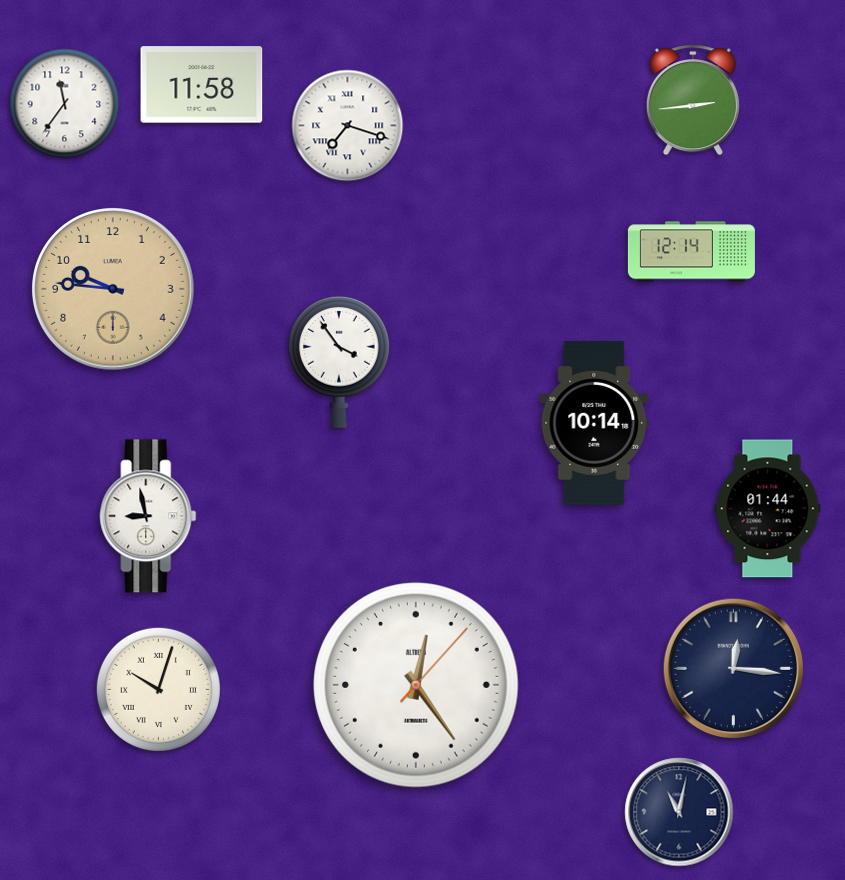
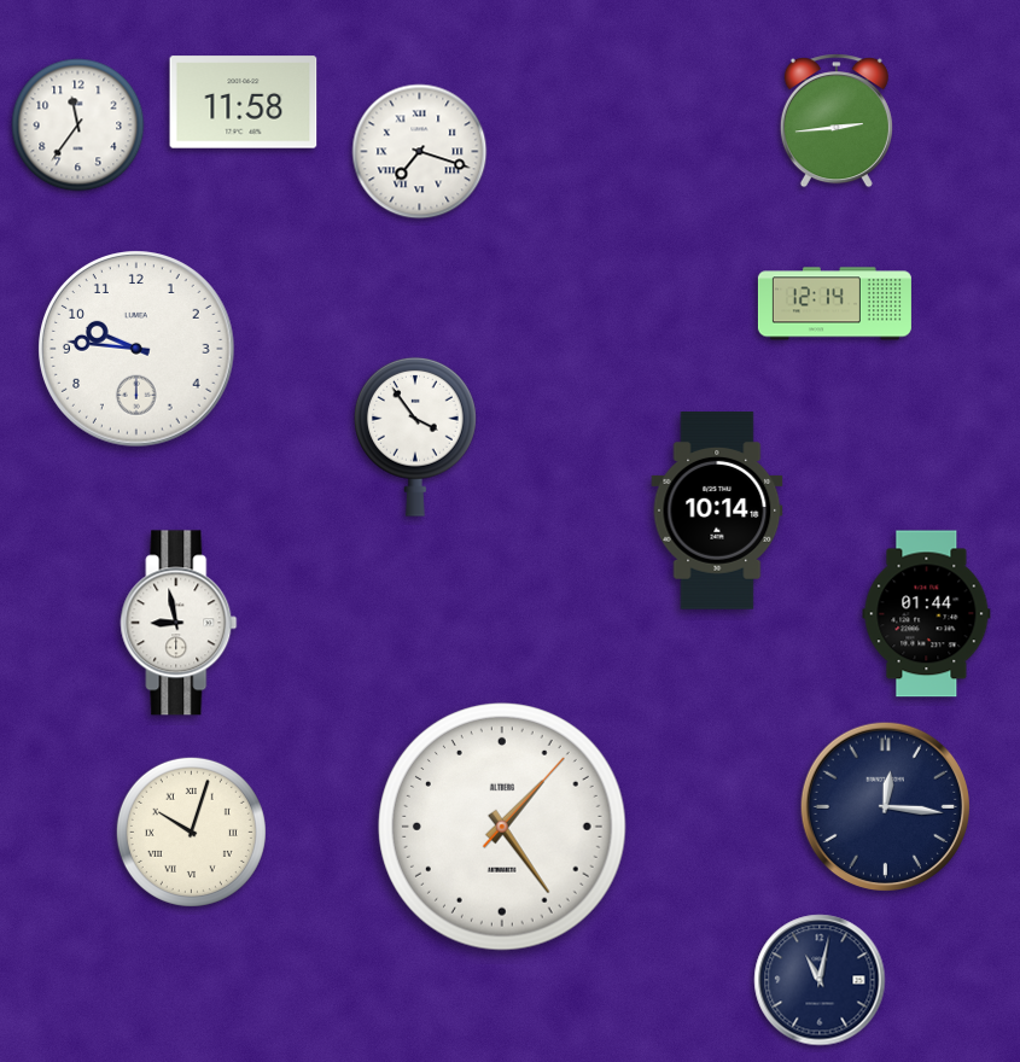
clock at (113, 289) dial: champagne -> white
clock at (340, 362) position: (340, 362) -> (416, 437)
clock at (417, 686): 12:24 -> 1:24
